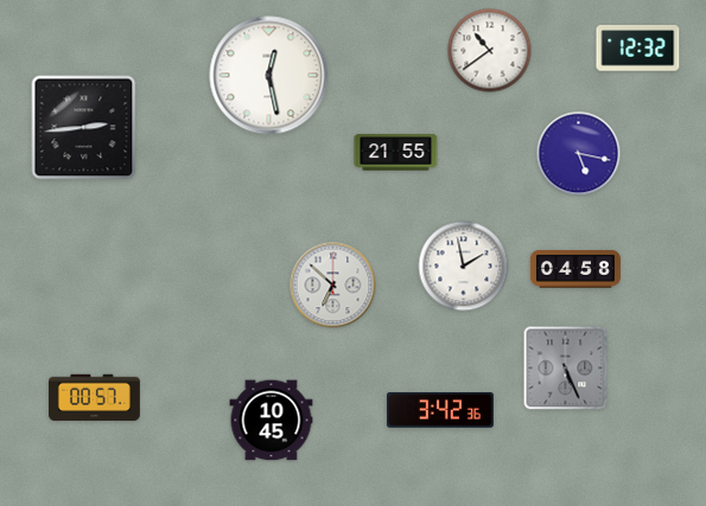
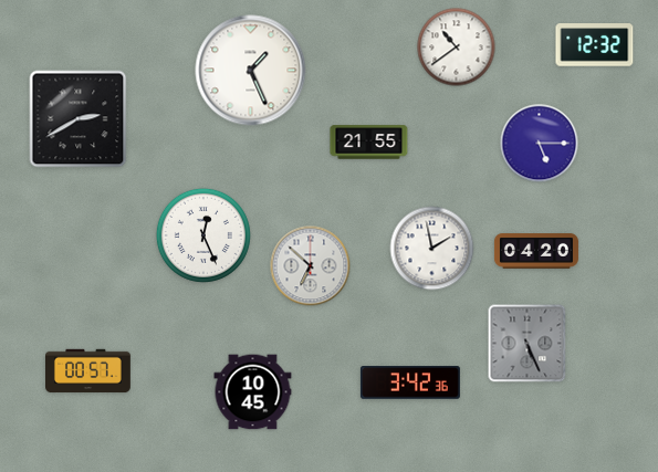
clock at (269, 76): 12:28 -> 1:26
clock at (84, 128): 2:44 -> 2:40
clock at (579, 154): 5:17 -> 5:15
clock at (203, 235): none -> 12:26
clock at (575, 269): 04:58 -> 04:20
